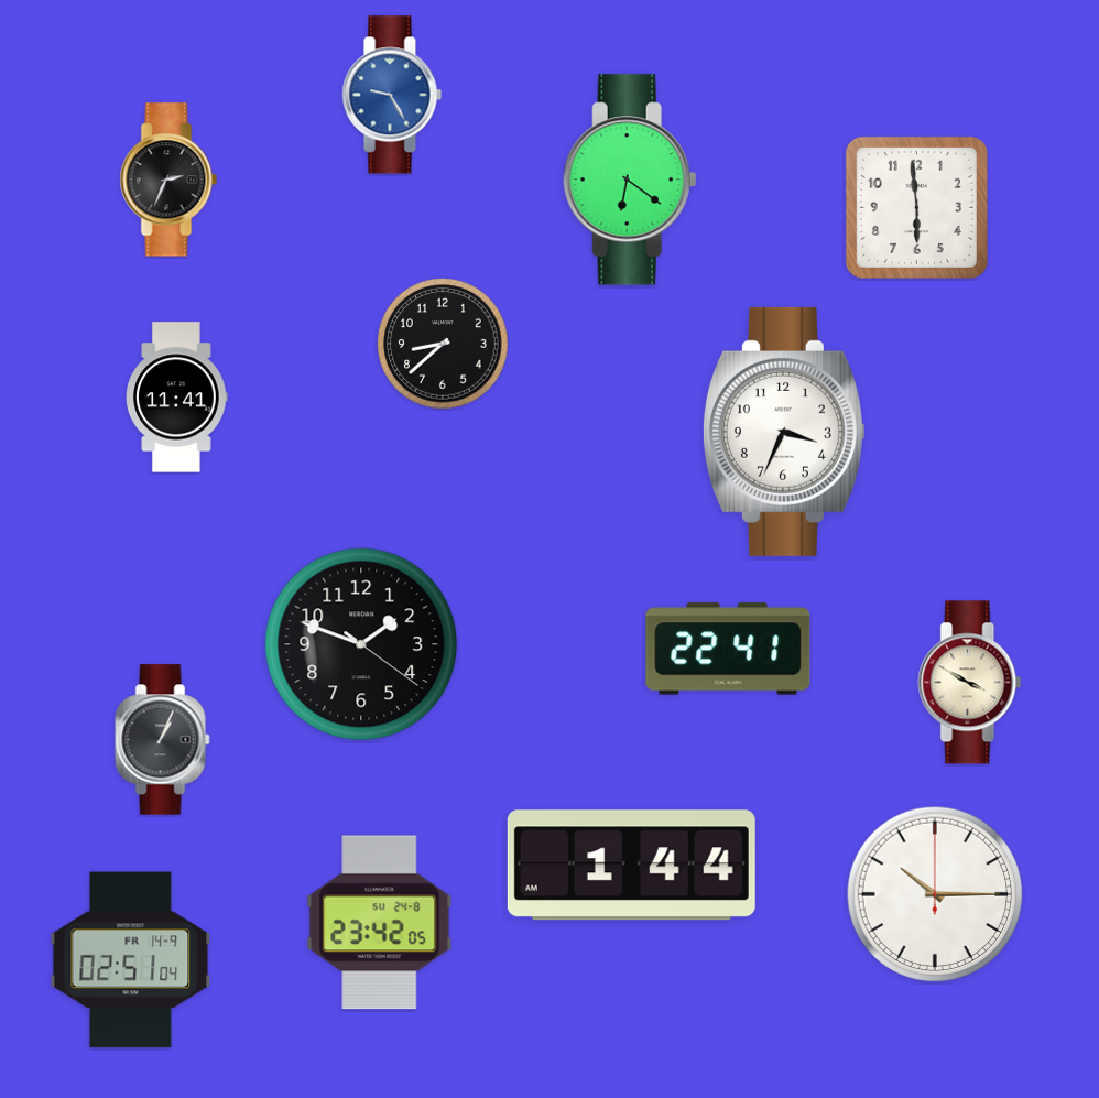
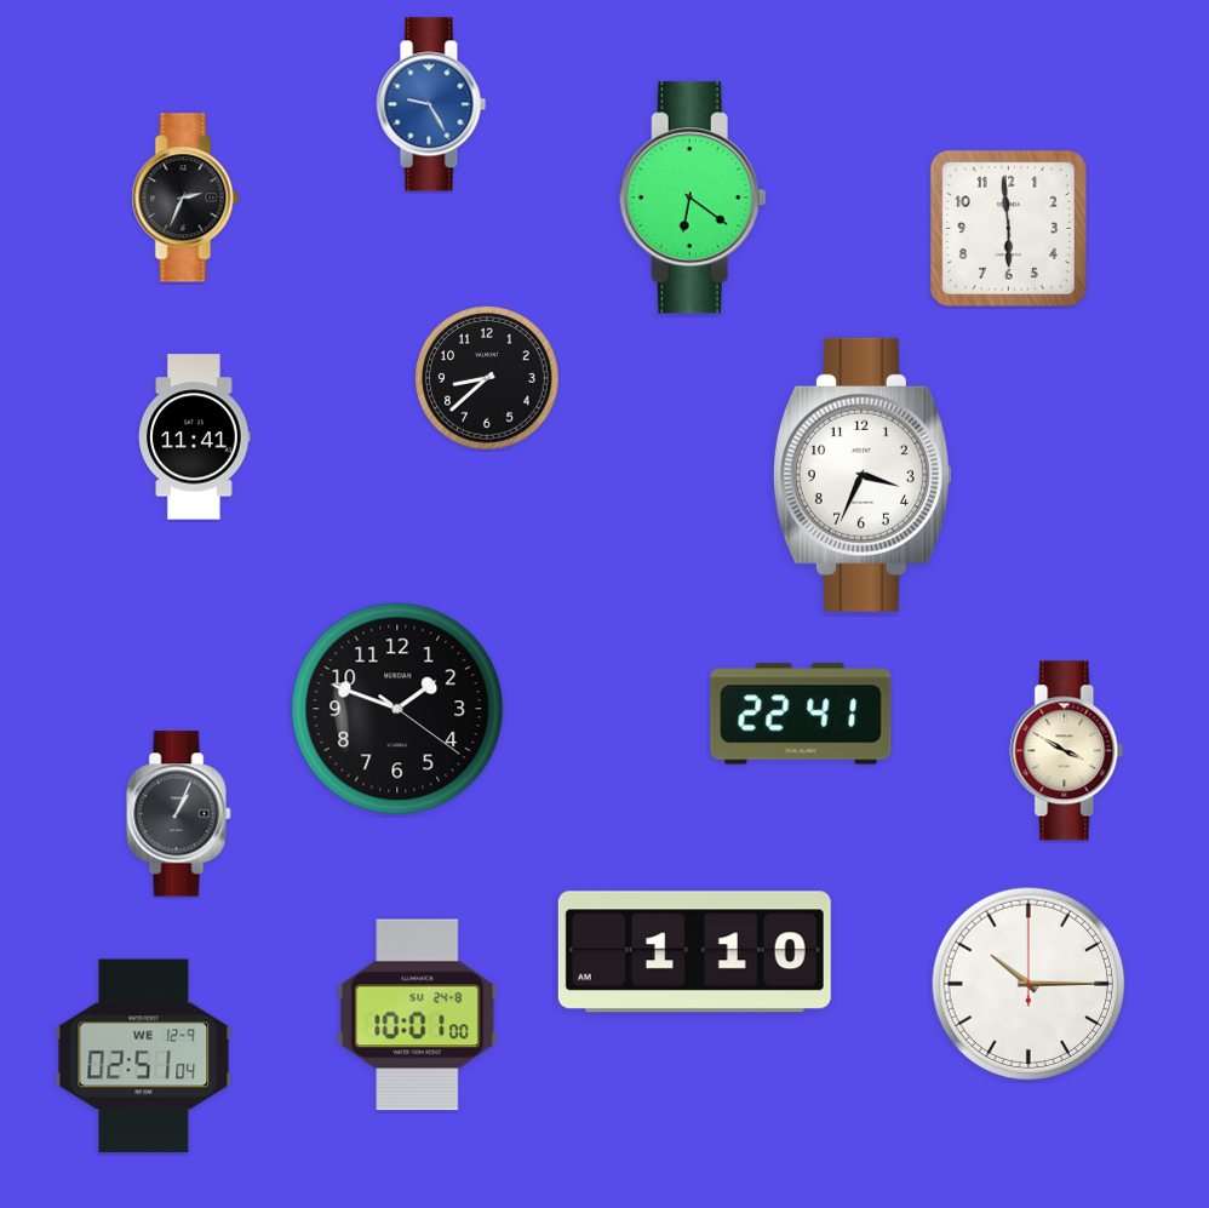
clock at (631, 866): 1:44 -> 1:10
clock at (380, 923): 23:42 -> 10:01
clock at (131, 960) date: FR 14-9 -> WE 12-9
